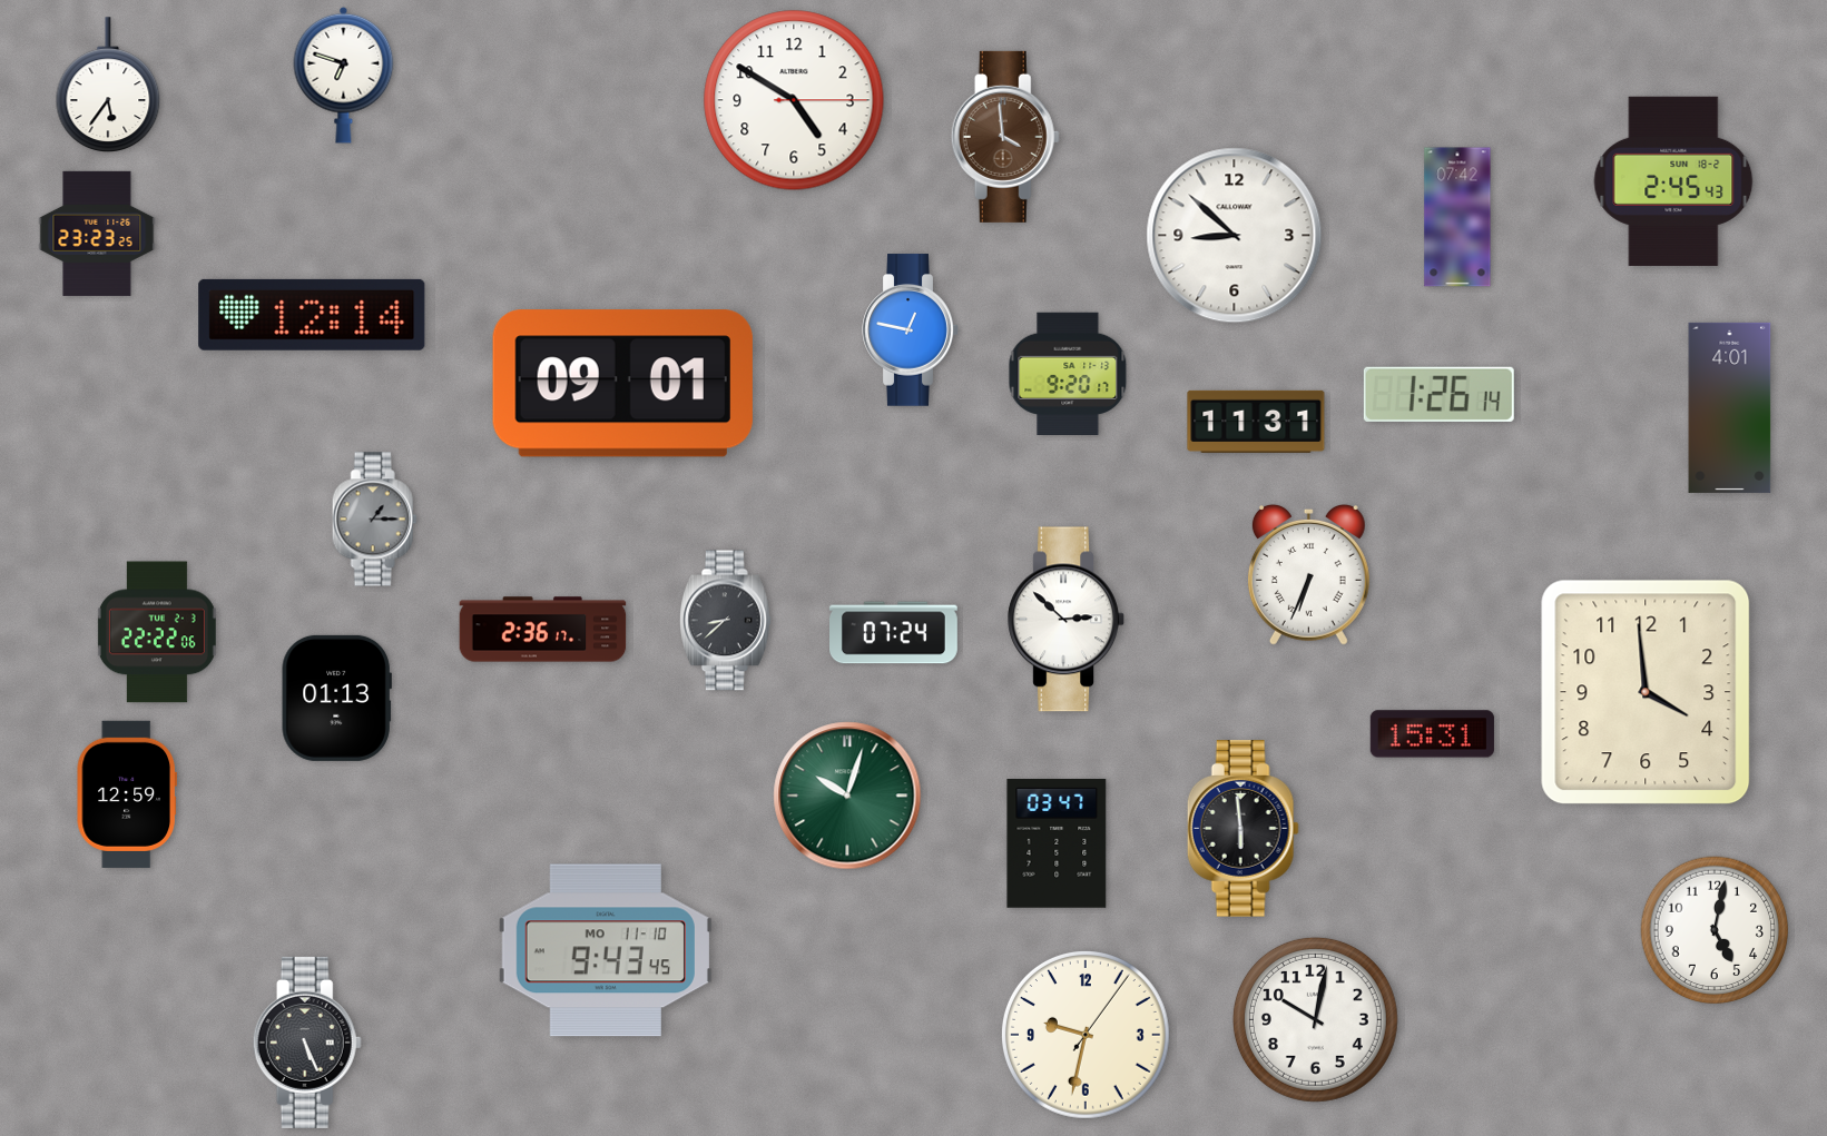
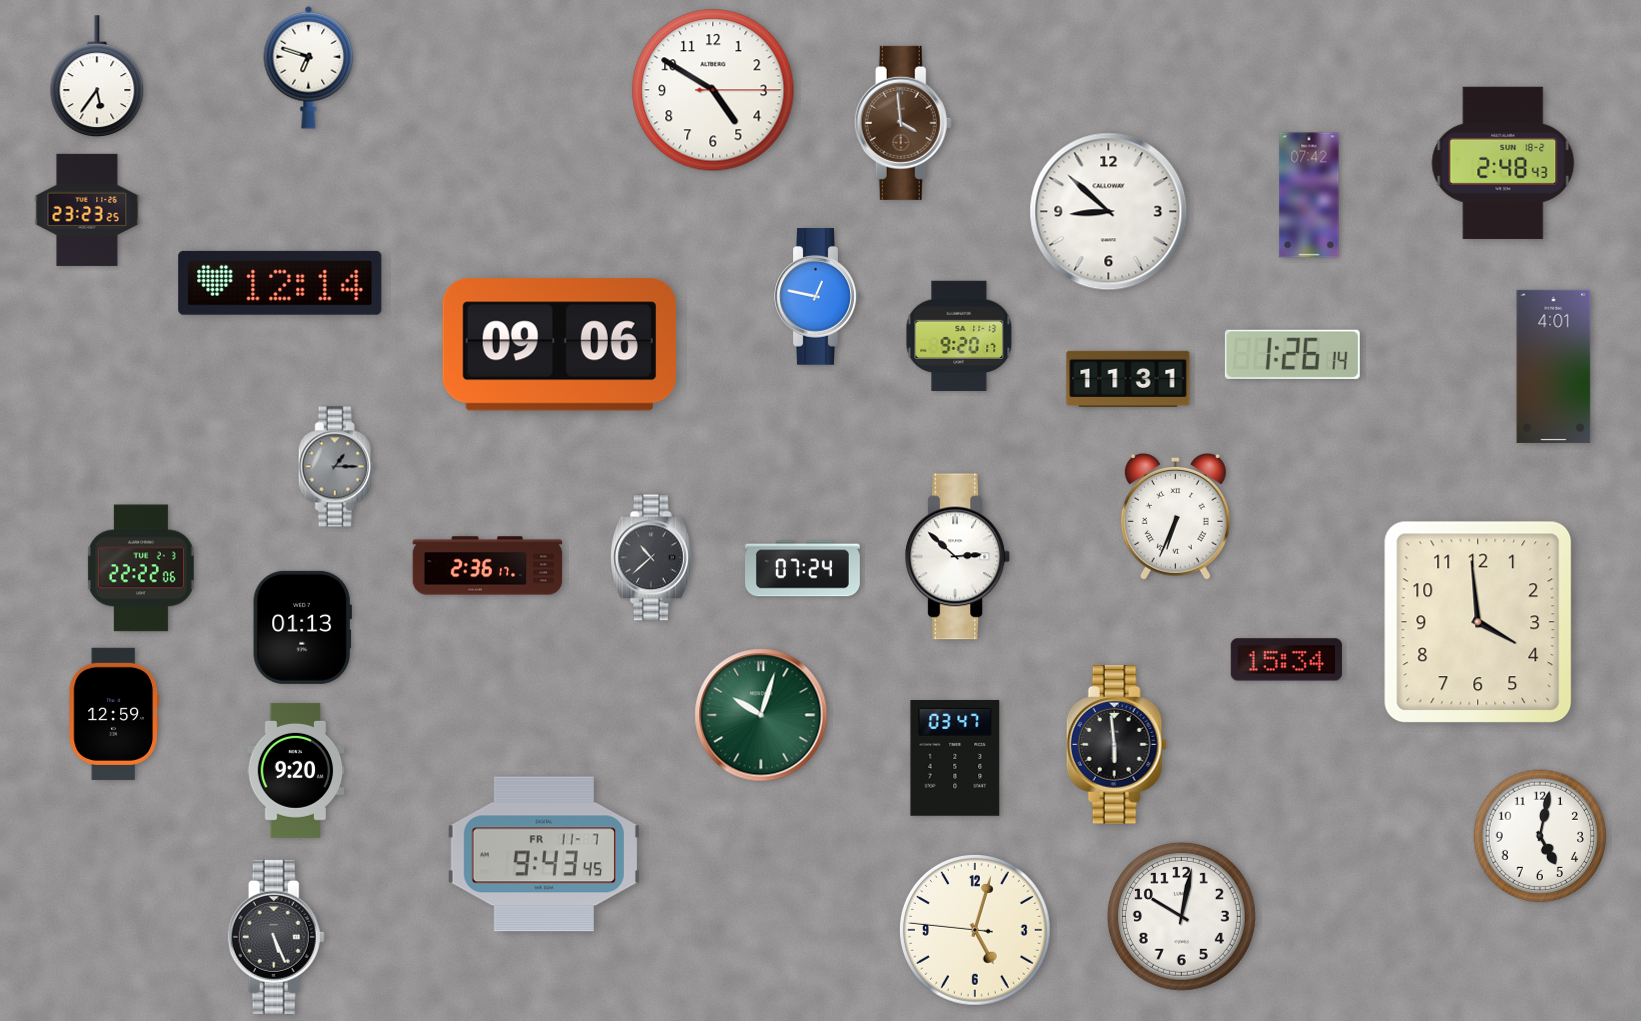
clock at (1673, 181): 2:45 -> 2:48
clock at (622, 384): 09:01 -> 09:06
clock at (725, 621): 8:38 -> 10:38
clock at (1432, 734): 15:31 -> 15:34
clock at (1057, 844) position: (1057, 844) -> (955, 759)
clock at (296, 770): none -> 9:20
clock at (606, 950) date: MO 11-10 -> FR 11-7
clock at (1086, 1035): 9:32 -> 5:02
